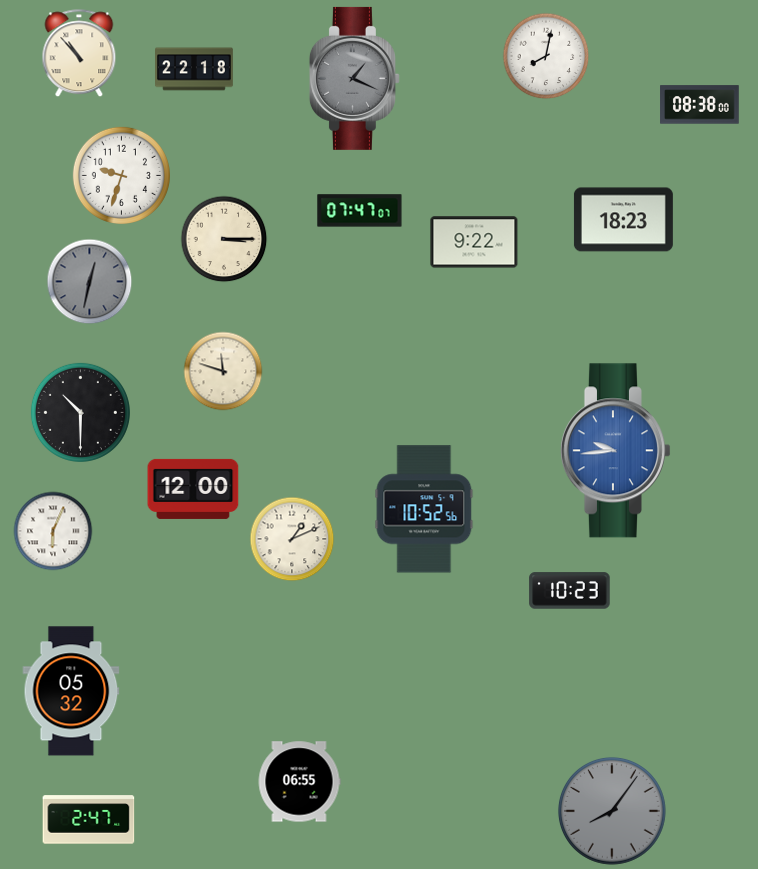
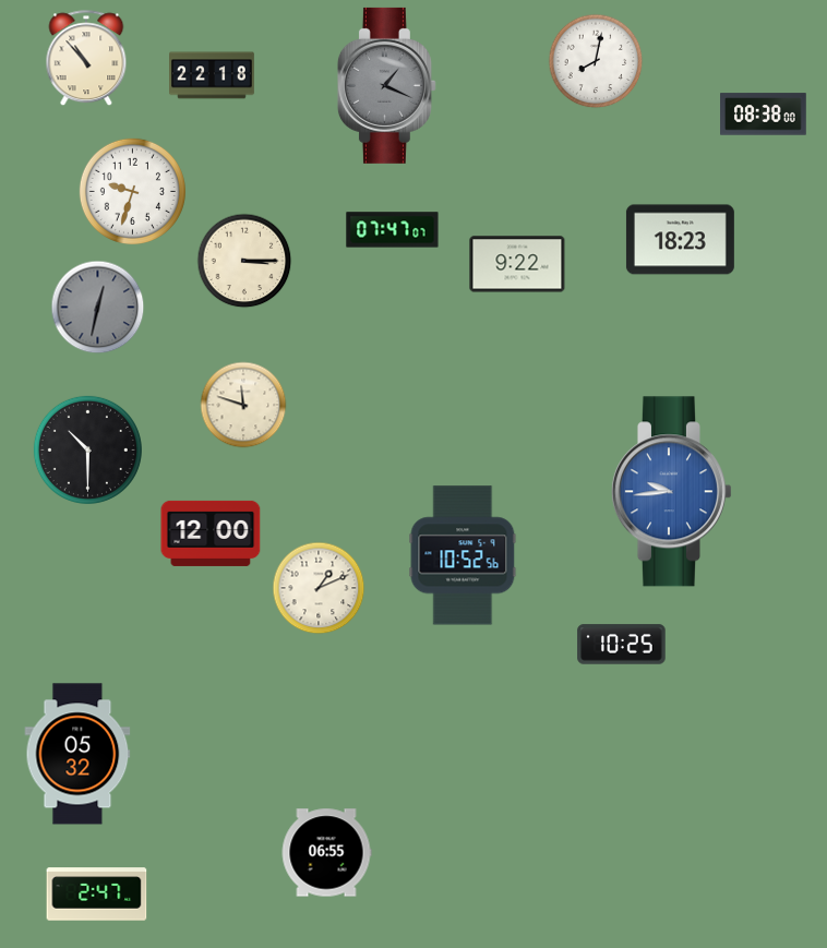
clock at (53, 531): 6:04 -> none
clock at (570, 591): 10:23 -> 10:25
clock at (612, 811): 8:06 -> none
